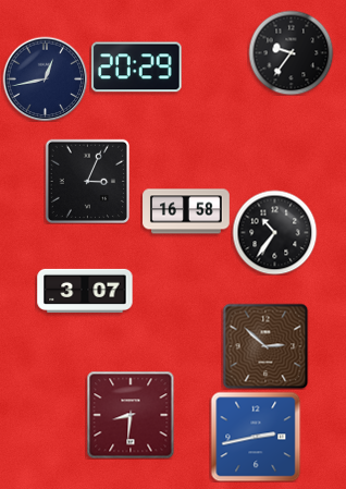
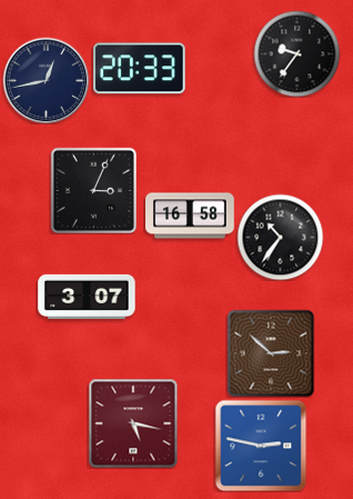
clock at (137, 68): 20:29 -> 20:33
clock at (87, 181) position: (87, 181) -> (93, 190)
clock at (131, 415): 8:31 -> 5:17
clock at (256, 437): 2:43 -> 2:47
